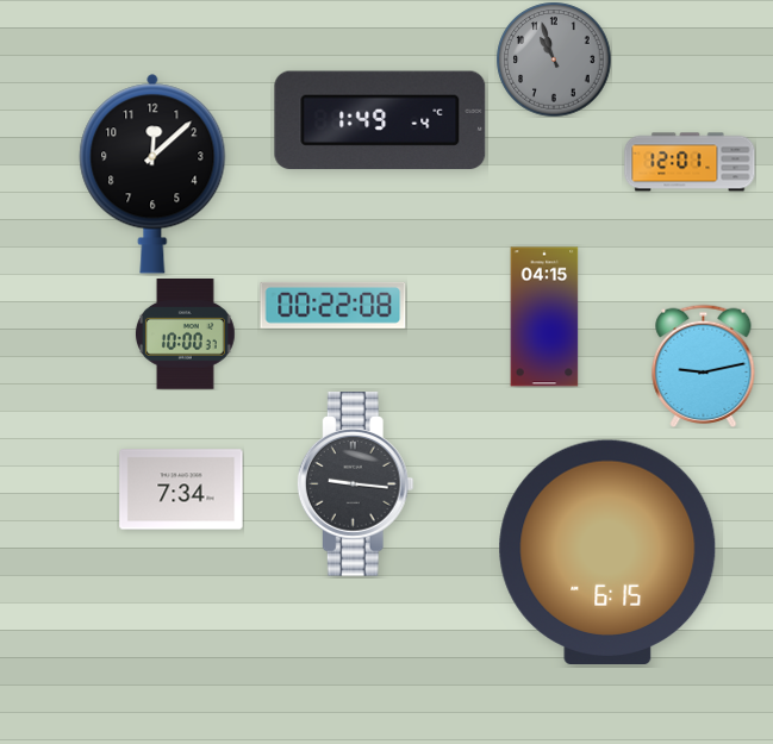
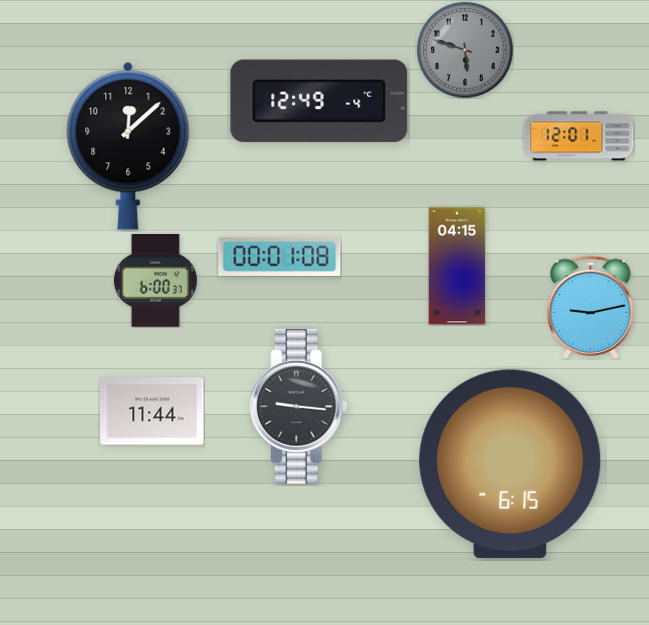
clock at (554, 60): 10:57 -> 5:48
clock at (380, 120): 1:49 -> 12:49
clock at (333, 305): 00:22 -> 00:01
clock at (185, 335): 10:00 -> 6:00
clock at (181, 489): 7:34 -> 11:44
